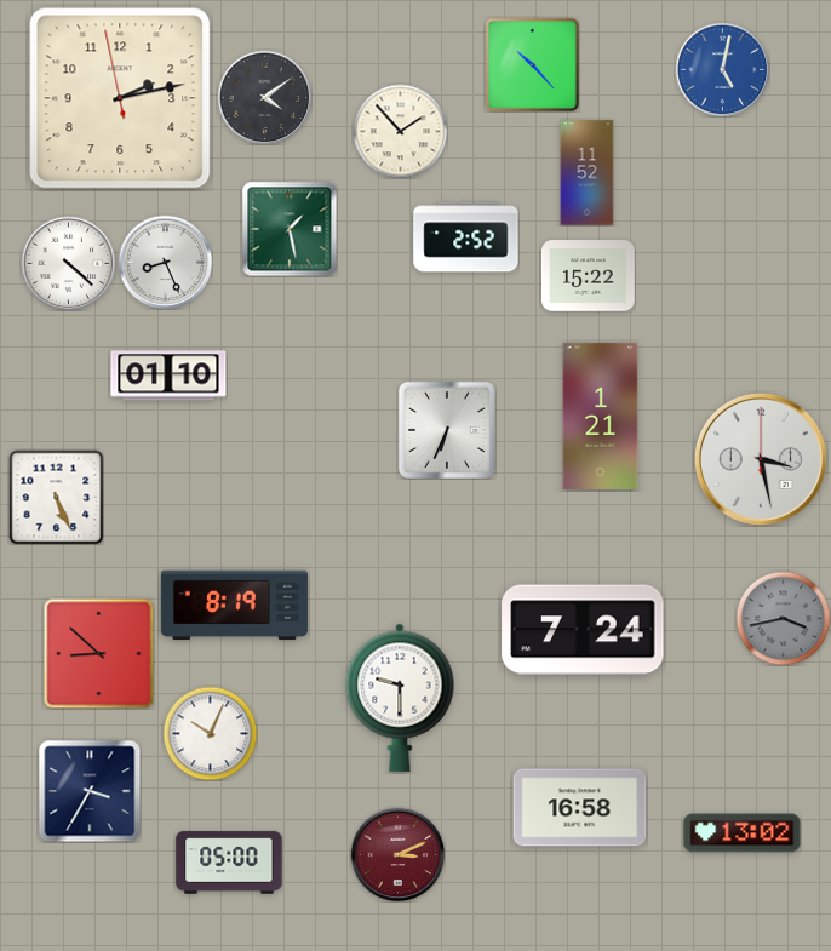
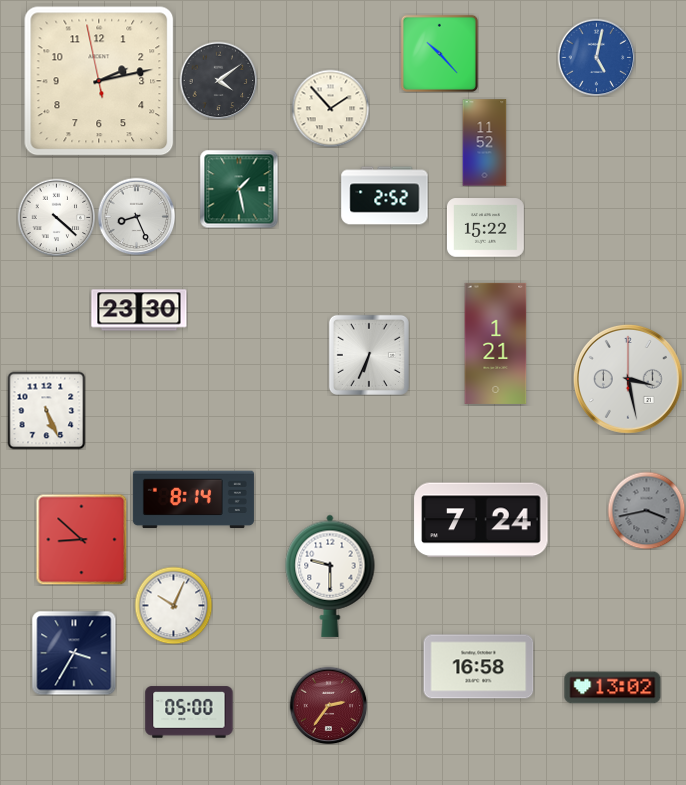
clock at (168, 376): 01:10 -> 23:30
clock at (234, 606): 8:19 -> 8:14
clock at (397, 854): 3:11 -> 2:36
